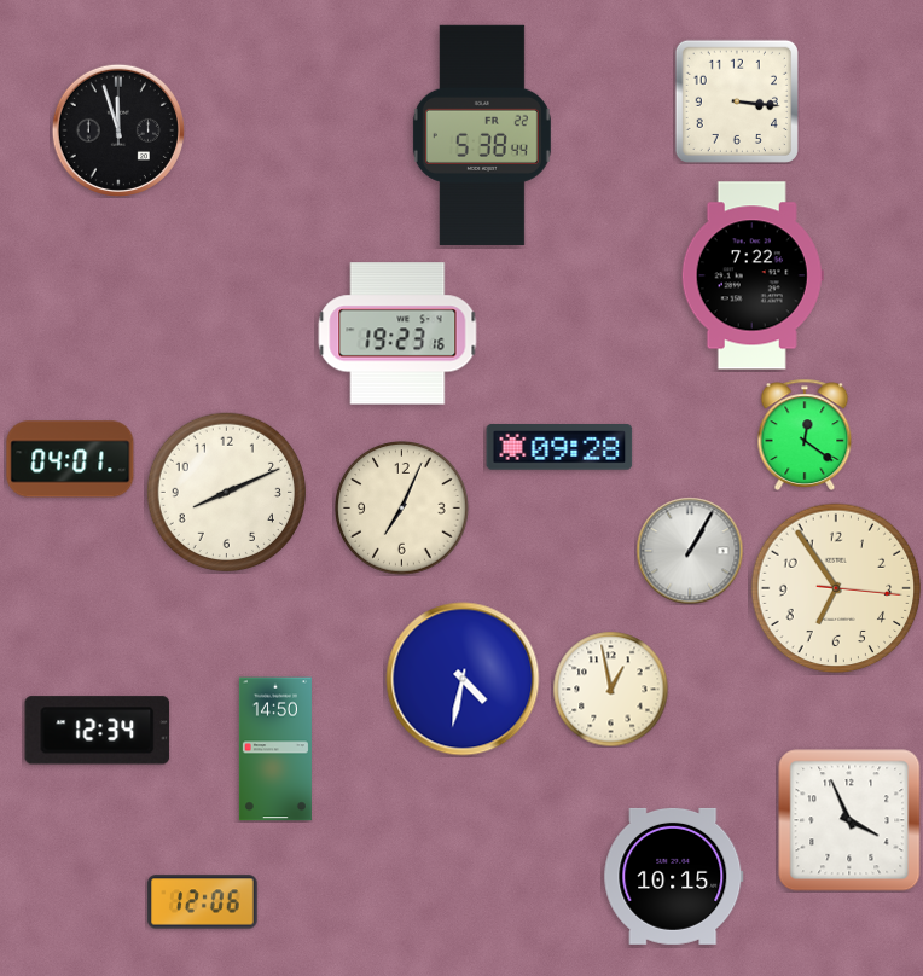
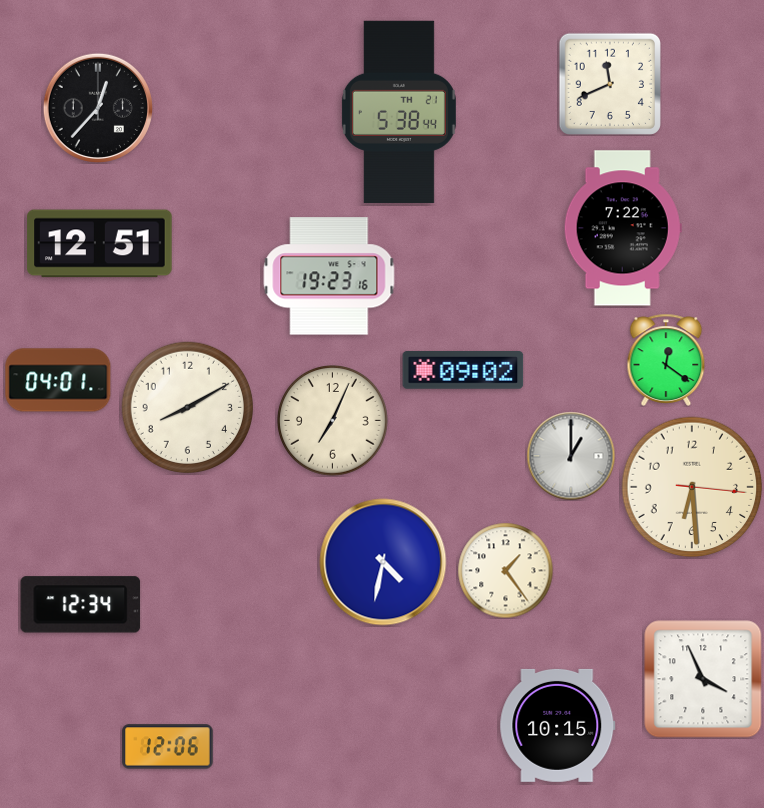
clock at (737, 101): 3:16 -> 11:41
clock at (118, 130): 11:57 -> 12:37
clock at (482, 135) date: FR 22 -> TH 21
clock at (100, 244): none -> 12:51
clock at (559, 448): 09:28 -> 09:02
clock at (226, 492): 8:11 -> 8:10
clock at (690, 551): 1:05 -> 1:00
clock at (836, 588): 6:54 -> 6:29
clock at (610, 689): 12:58 -> 1:24
clock at (275, 749): 14:50 -> none
